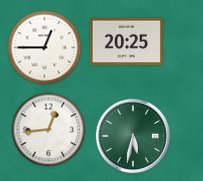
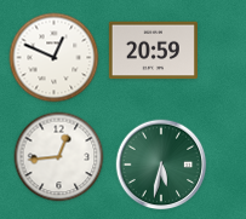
clock at (126, 42): 20:25 -> 20:59
clock at (45, 48): 12:45 -> 12:49
